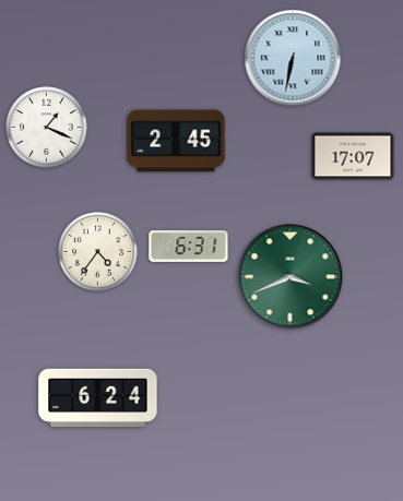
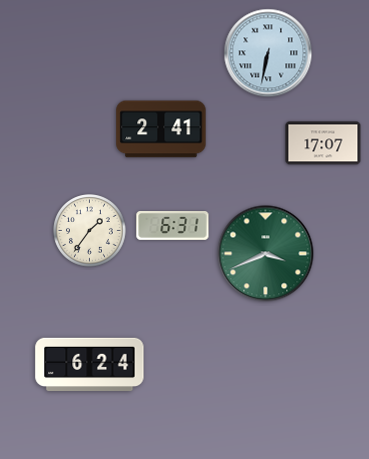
clock at (47, 128): 1:19 -> none
clock at (176, 141): 2:45 -> 2:41
clock at (98, 252): 4:36 -> 1:36
